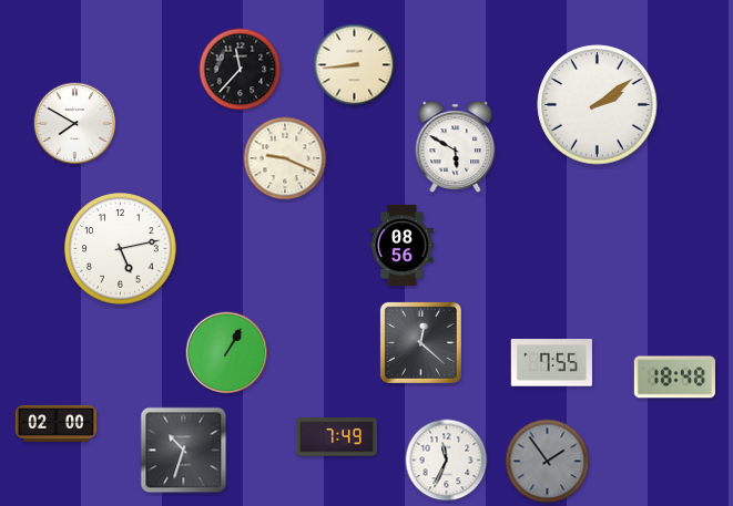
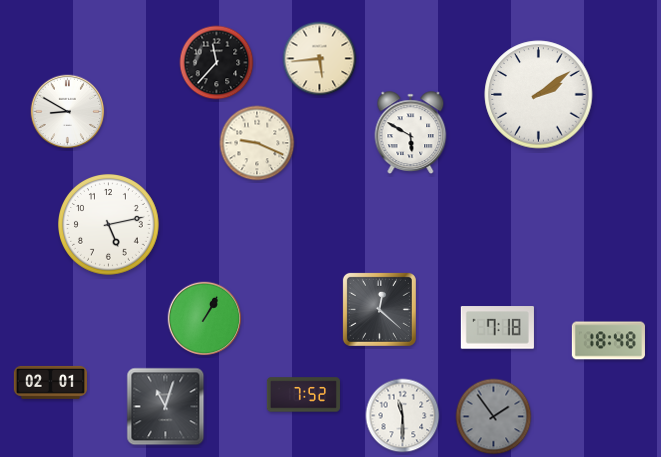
clock at (355, 65): 8:44 -> 5:44
clock at (75, 124): 7:50 -> 8:50
clock at (403, 245): 08:56 -> none
clock at (551, 363): 7:55 -> 7:18
clock at (55, 423): 02:00 -> 02:01
clock at (336, 437): 7:49 -> 7:52
clock at (184, 451): 10:33 -> 11:03
clock at (447, 461): 11:34 -> 11:30
